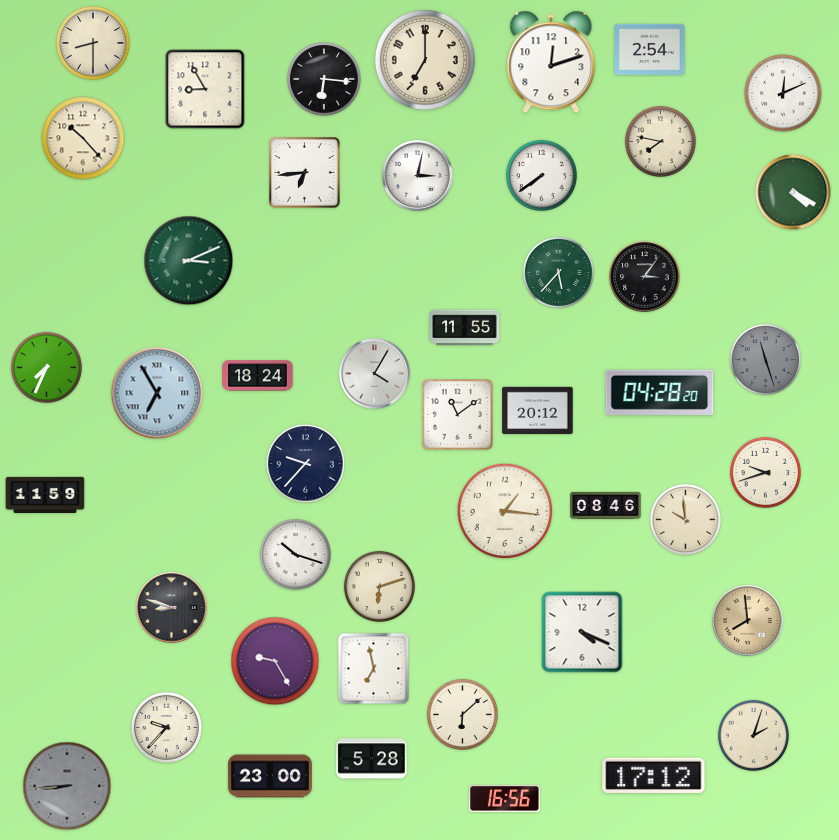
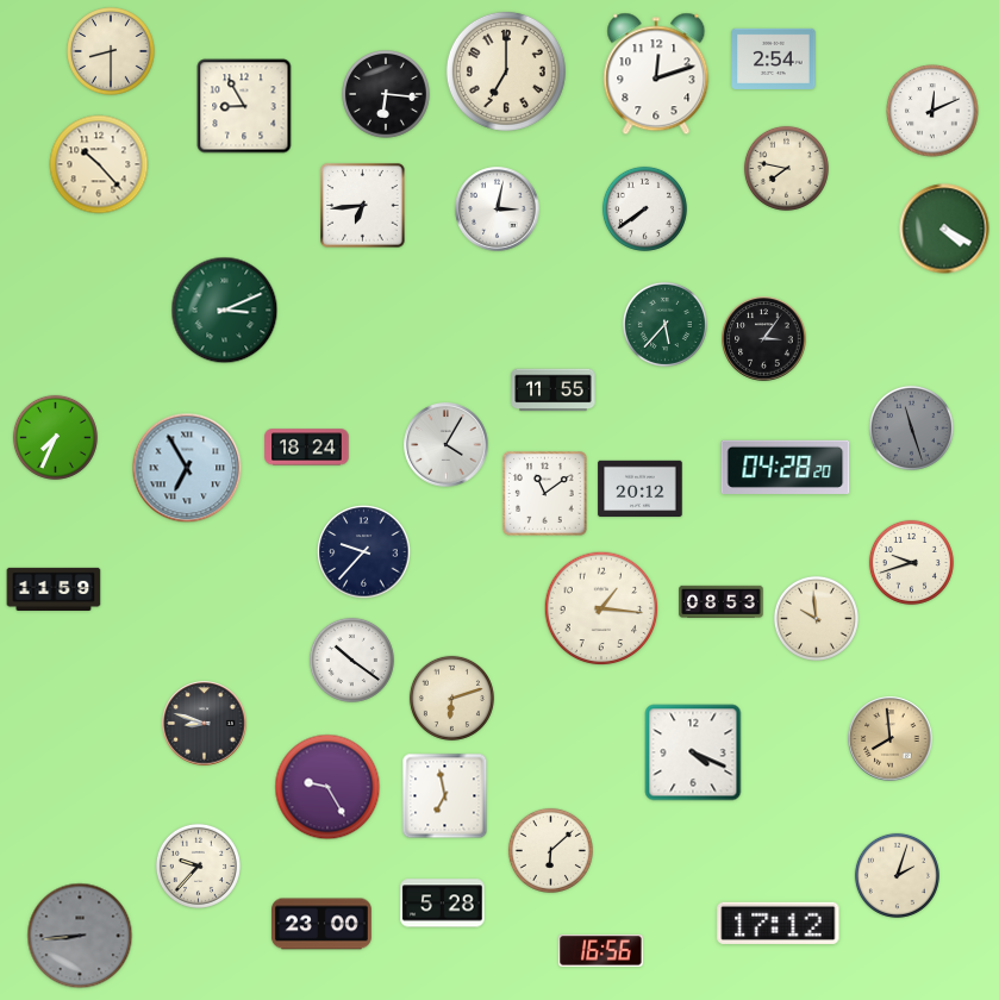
clock at (645, 277) position: (645, 277) -> (764, 339)
clock at (606, 505): 08:46 -> 08:53
clock at (295, 554): 10:18 -> 10:21
